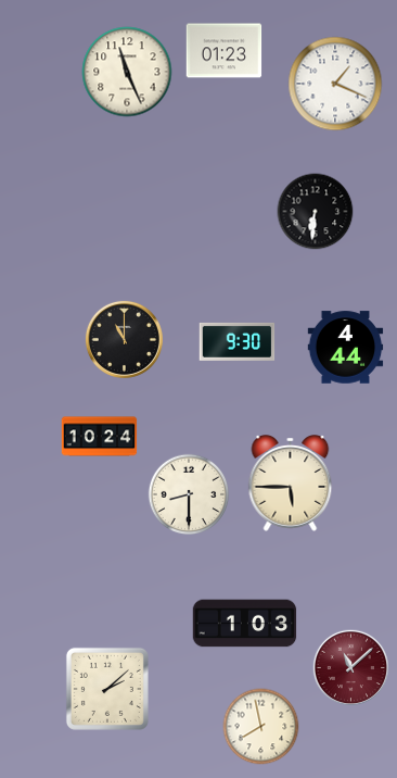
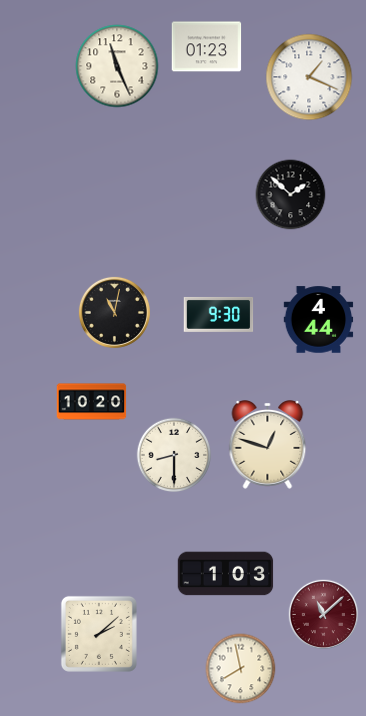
clock at (316, 212): 6:31 -> 1:52
clock at (124, 339): 11:00 -> 11:02
clock at (100, 437): 10:24 -> 10:20
clock at (291, 484): 5:45 -> 12:48
